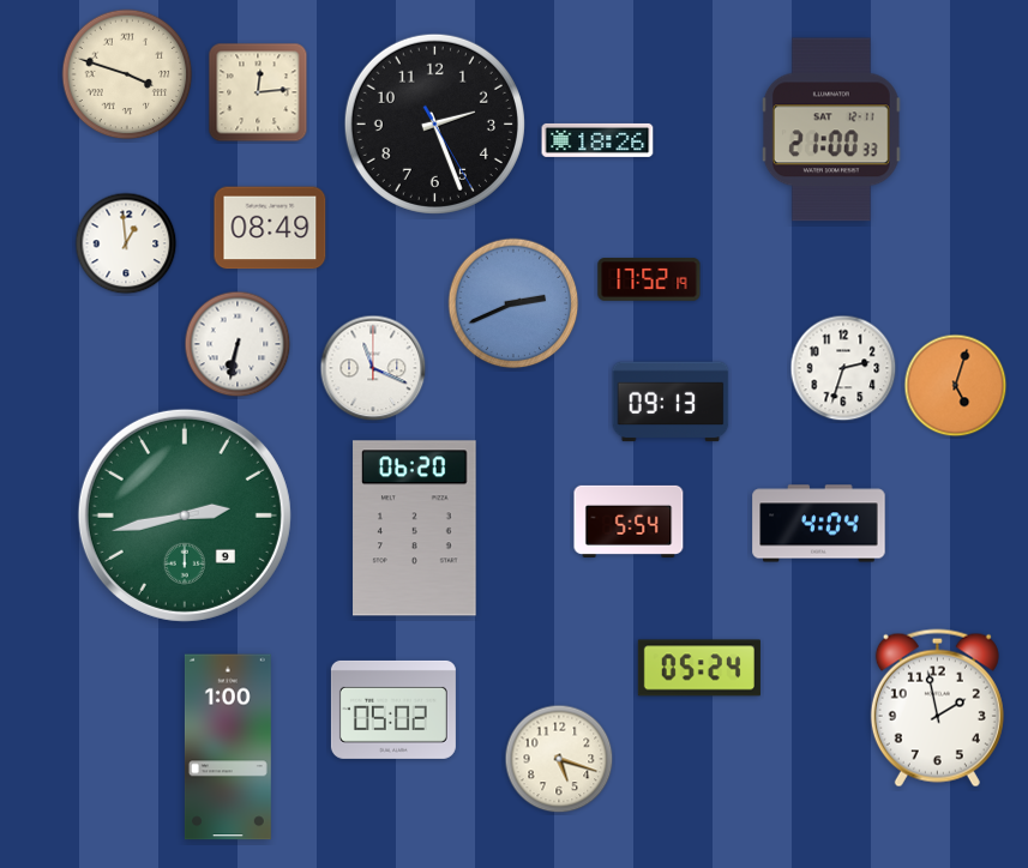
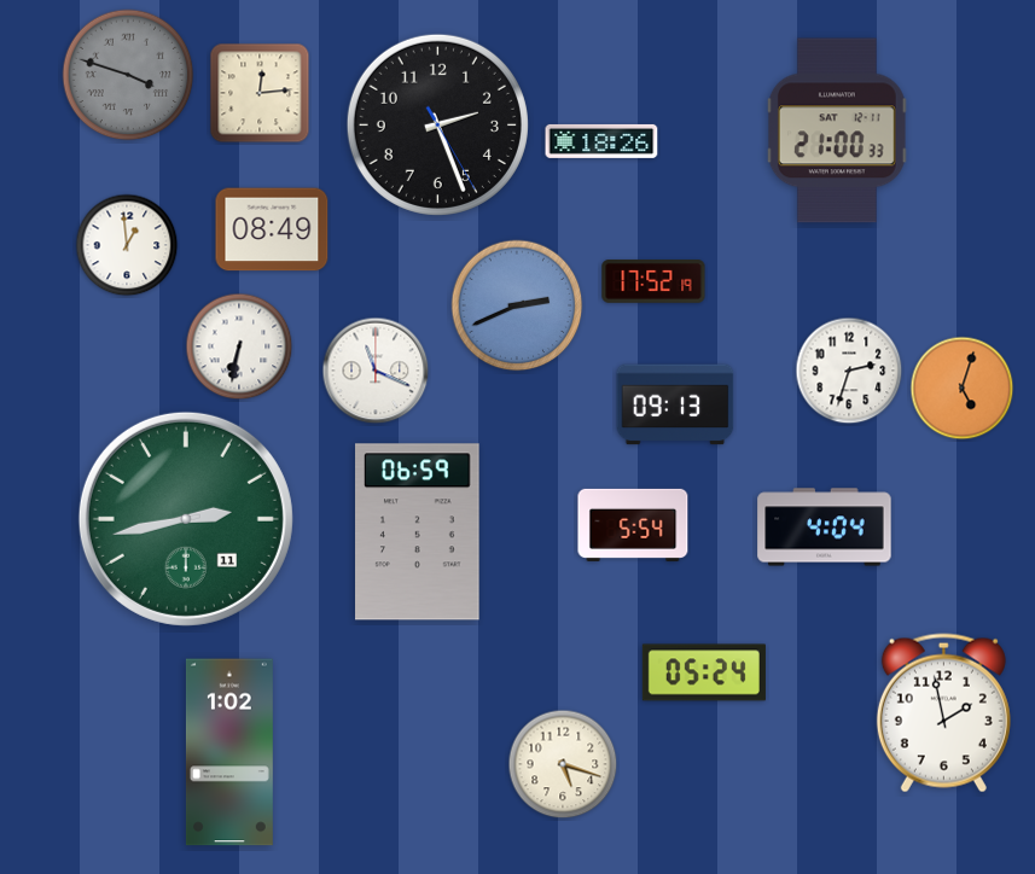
clock at (127, 74) dial: cream -> grey
clock at (185, 516) date: 9 -> 11
clock at (415, 529): 06:20 -> 06:59
clock at (393, 710): 05:02 -> none
clock at (228, 747): 1:00 -> 1:02
